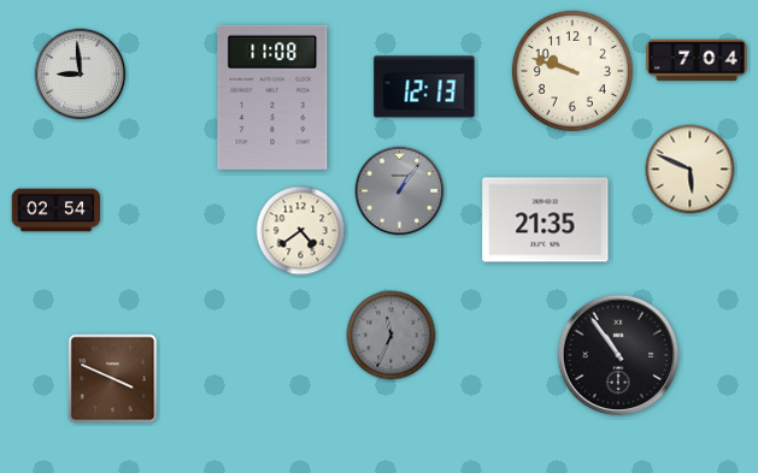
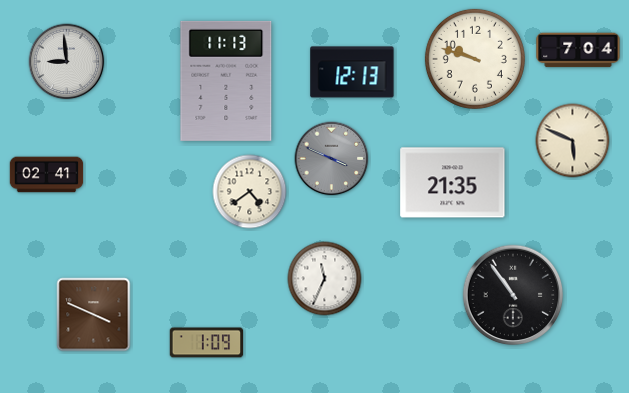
clock at (272, 97): 11:08 -> 11:13
clock at (400, 191): 1:06 -> 3:49
clock at (57, 211): 02:54 -> 02:41
clock at (392, 336) dial: grey -> white
clock at (207, 343): none -> 1:09
